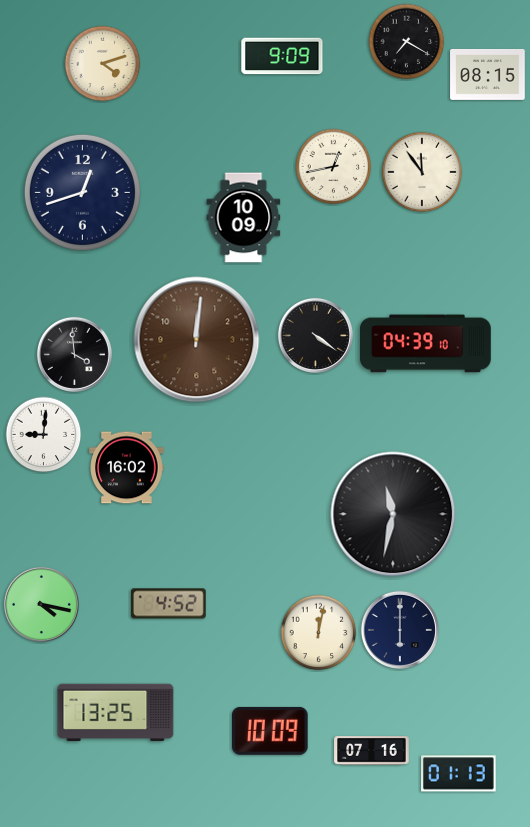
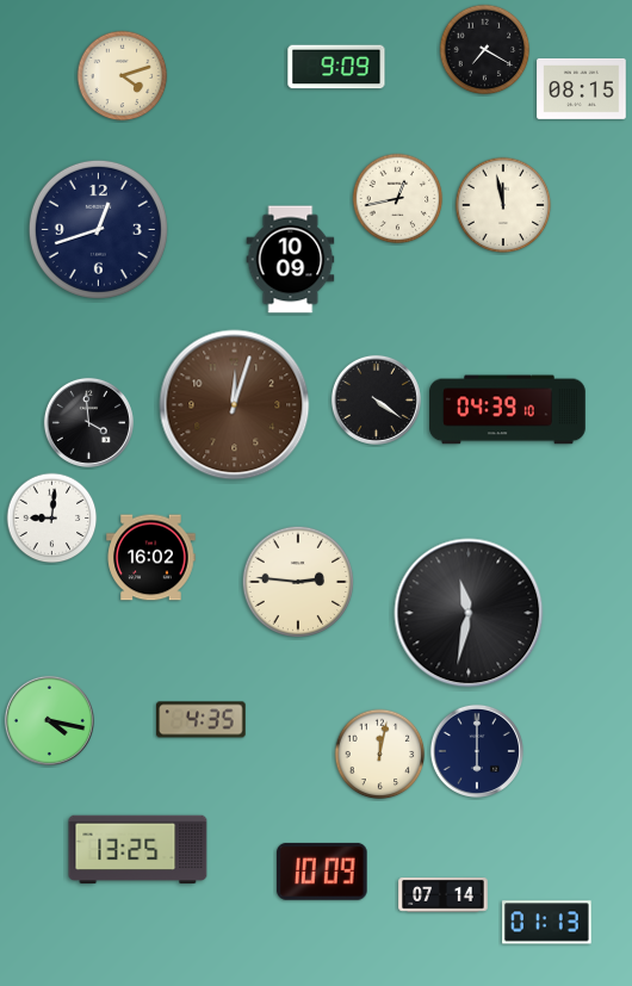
clock at (422, 172): 11:54 -> 11:58
clock at (197, 340): 12:01 -> 12:03
clock at (298, 582): none -> 2:46
clock at (169, 604): 4:52 -> 4:35
clock at (372, 751): 07:16 -> 07:14
